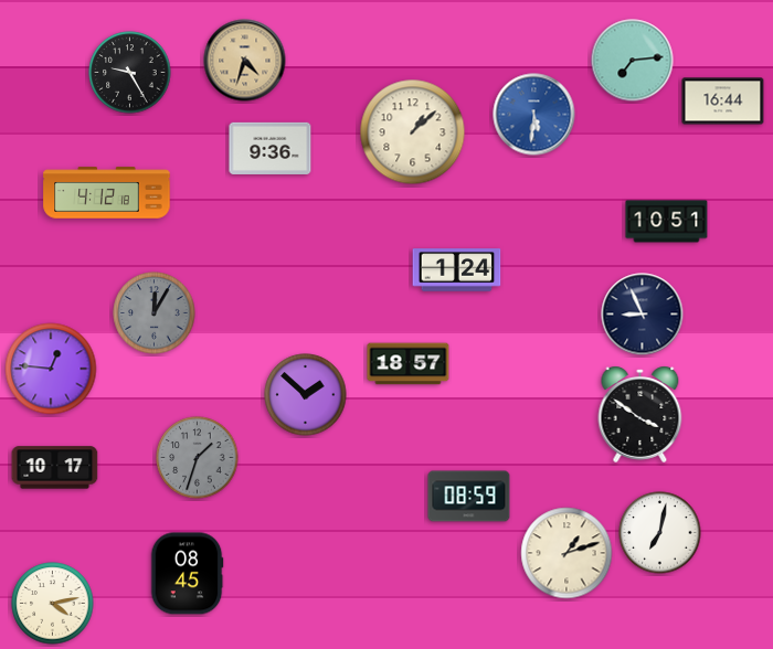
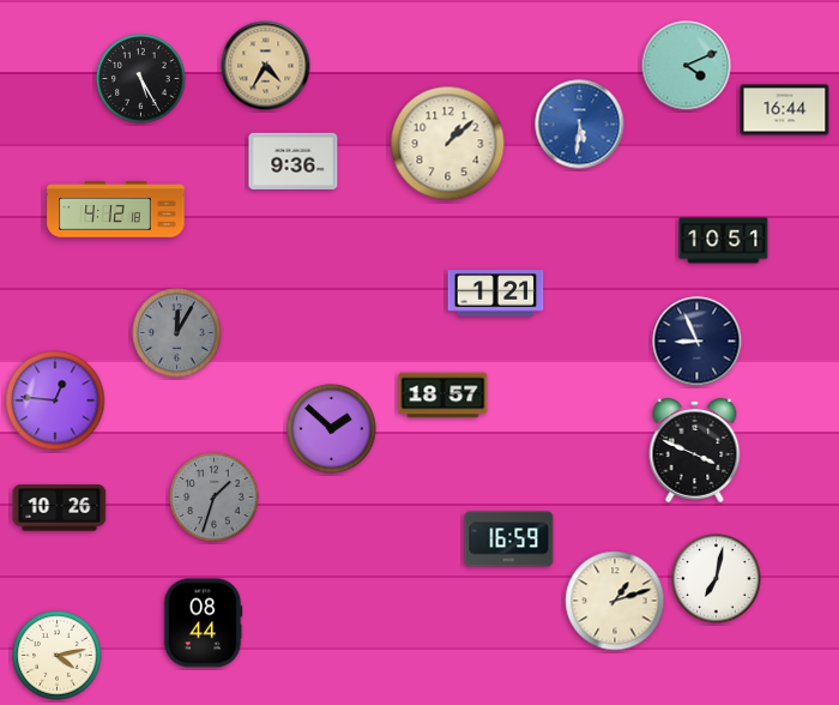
clock at (245, 61): 4:33 -> 4:35
clock at (633, 61): 7:14 -> 4:11
clock at (130, 73): 9:25 -> 5:25
clock at (457, 270): 1:24 -> 1:21
clock at (155, 313) position: (155, 313) -> (177, 333)
clock at (640, 414): 3:51 -> 3:49
clock at (55, 468): 10:17 -> 10:26
clock at (469, 497): 08:59 -> 16:59
clock at (187, 574): 08:45 -> 08:44
